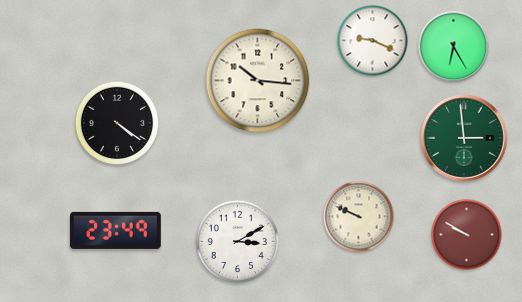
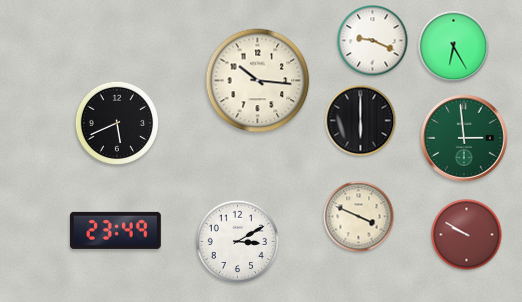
clock at (361, 121): none -> 6:00
clock at (116, 122): 4:21 -> 5:41
clock at (359, 217): 9:49 -> 3:49
